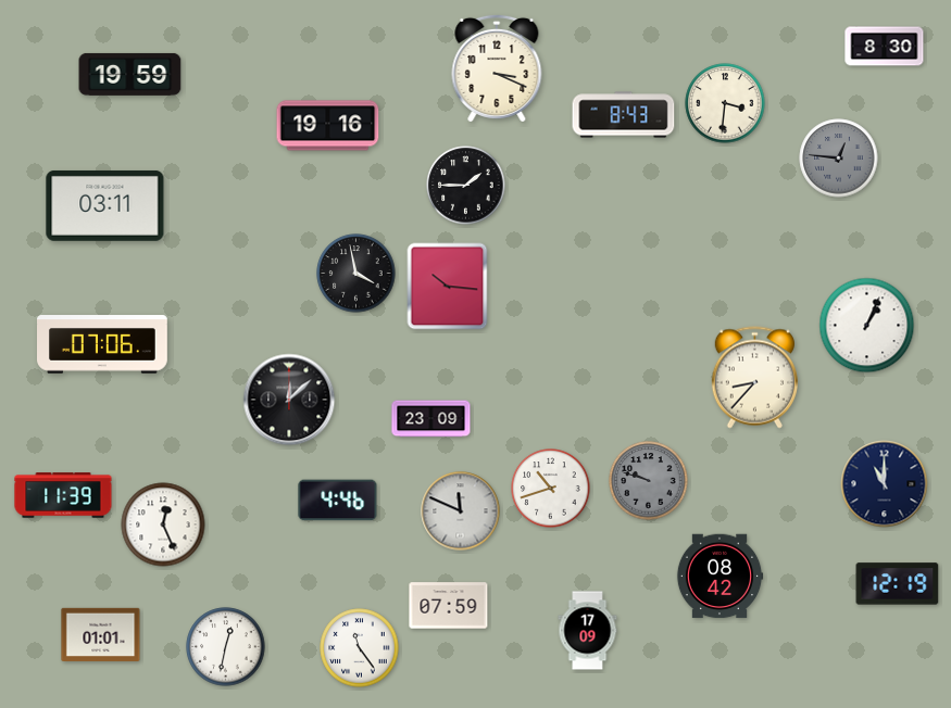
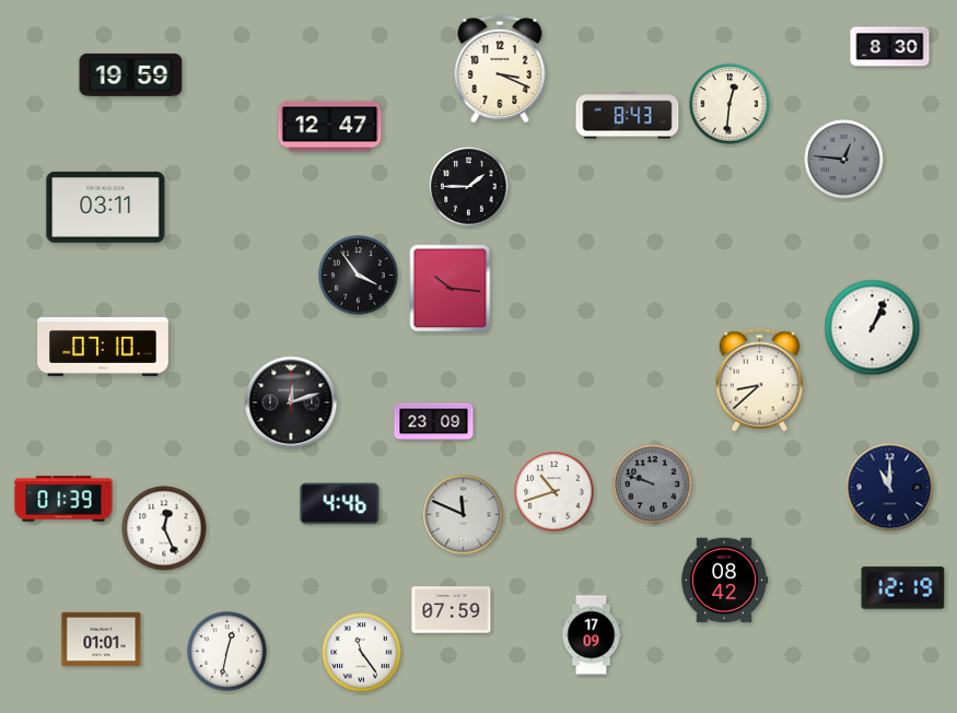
clock at (725, 103): 3:31 -> 12:31
clock at (328, 126): 19:16 -> 12:47
clock at (356, 274): 3:58 -> 3:54
clock at (103, 344): 07:06 -> 07:10
clock at (754, 378): 8:37 -> 8:38
clock at (289, 400): 12:08 -> 12:12
clock at (63, 495): 11:39 -> 01:39
